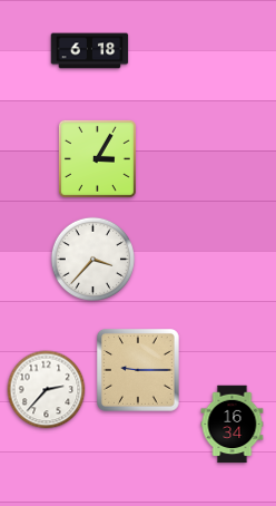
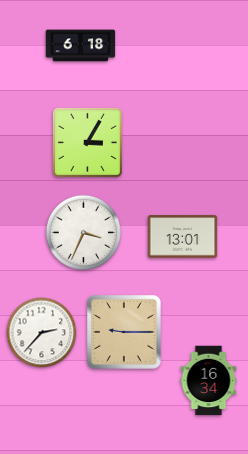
clock at (92, 259): 3:37 -> 3:34
clock at (183, 237): none -> 13:01
clock at (47, 390) position: (47, 390) -> (42, 333)
